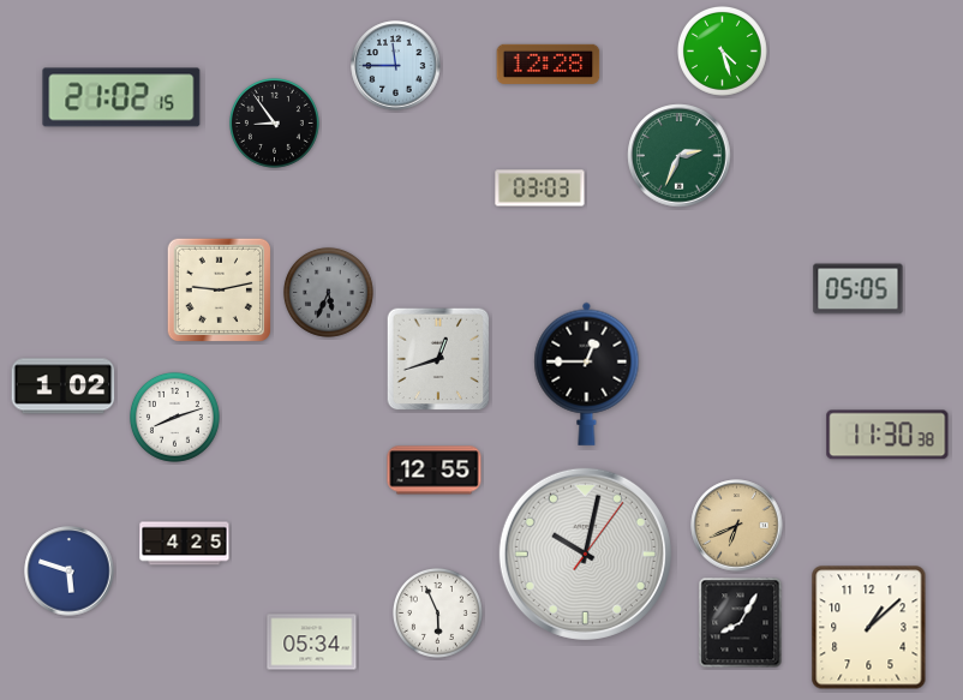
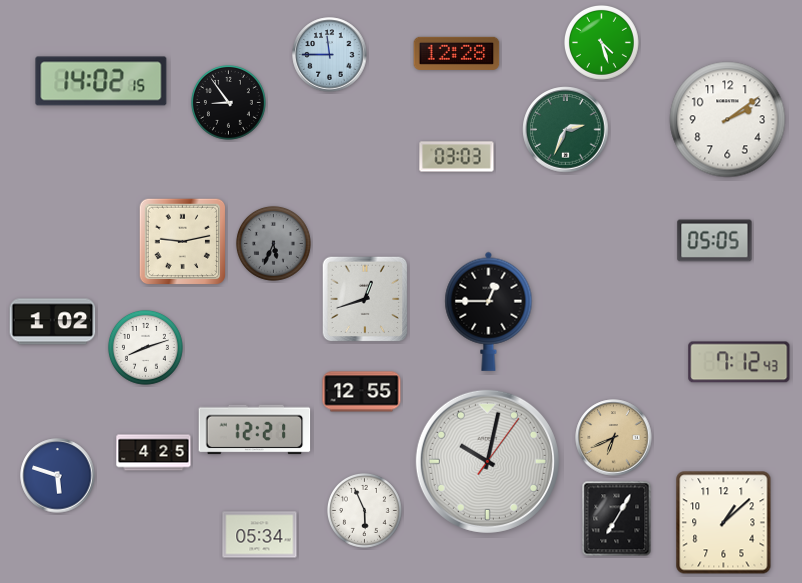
clock at (121, 97): 21:02 -> 14:02
clock at (728, 120): none -> 2:09
clock at (540, 189) position: (540, 189) -> (457, 157)
clock at (887, 435): 11:30 -> 7:12
clock at (255, 430): none -> 12:21
clock at (741, 623): 8:05 -> 7:05
